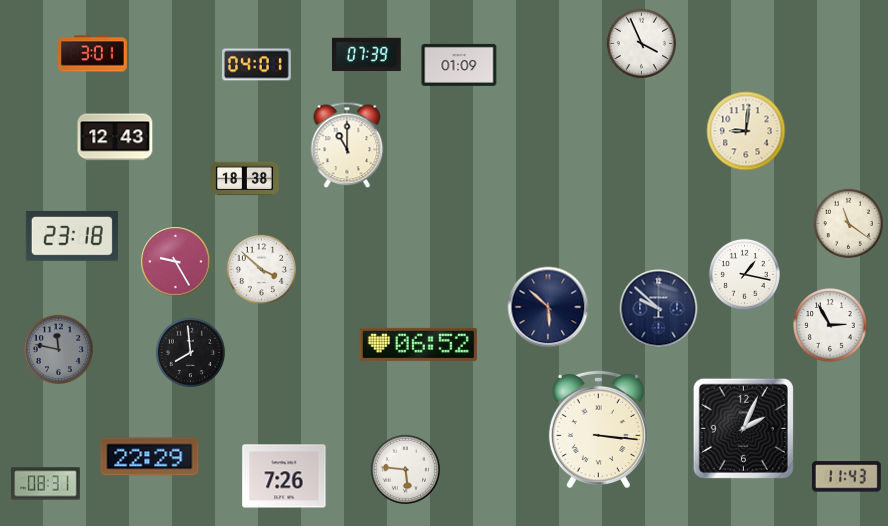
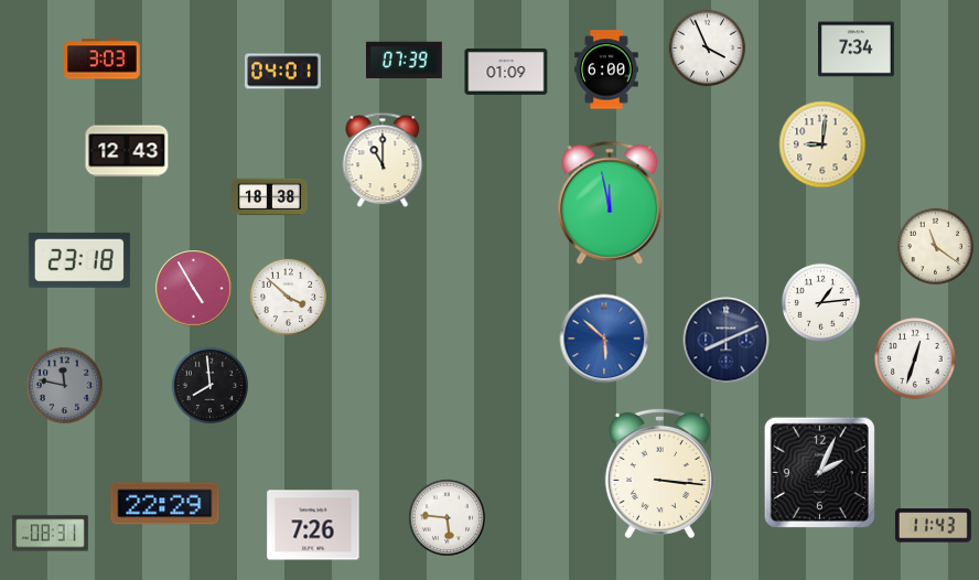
clock at (857, 50): none -> 7:34
clock at (93, 54): 3:01 -> 3:03
clock at (606, 69): none -> 6:00
clock at (610, 203): none -> 11:58
clock at (176, 262): 9:25 -> 4:55
clock at (744, 274): 1:17 -> 1:14
clock at (548, 307) dial: navy -> blue
clock at (659, 309): 9:52 -> 8:11
clock at (830, 325): 2:55 -> 12:33
clock at (418, 344): 06:52 -> none
clock at (190, 352) position: (190, 352) -> (209, 385)
